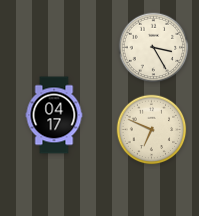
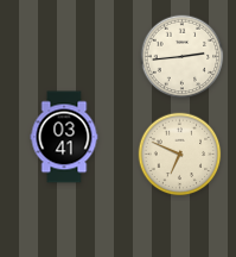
clock at (154, 48): 3:25 -> 2:44
clock at (54, 115): 04:17 -> 03:41
